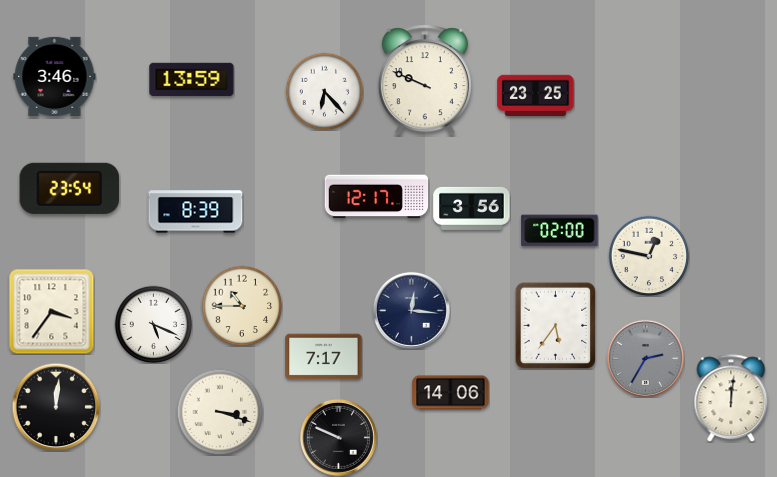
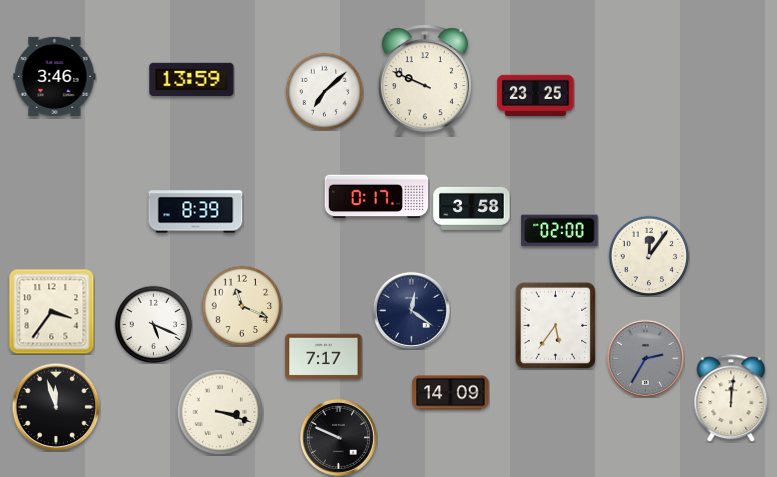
clock at (324, 91): 6:23 -> 7:08
clock at (70, 188): 23:54 -> none
clock at (377, 197): 12:17 -> 0:17
clock at (472, 208): 3:56 -> 3:58
clock at (649, 256): 12:47 -> 12:06
clock at (242, 306): 10:45 -> 11:19
clock at (411, 310): 12:16 -> 12:21
clock at (451, 393): 14:06 -> 14:09
clock at (56, 407): 12:01 -> 11:57
